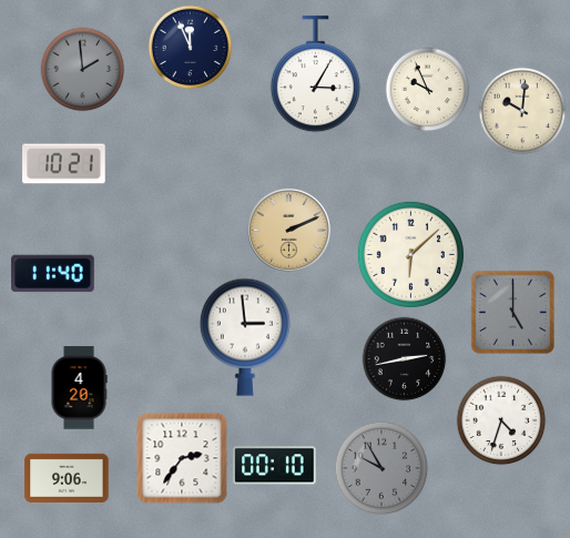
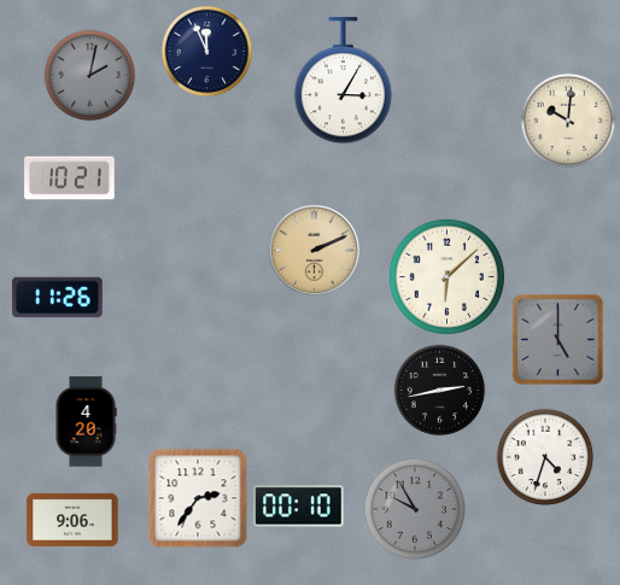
clock at (83, 70): 1:59 -> 2:02
clock at (428, 90): 9:56 -> none
clock at (53, 274): 11:40 -> 11:26
clock at (245, 337): 2:59 -> none
